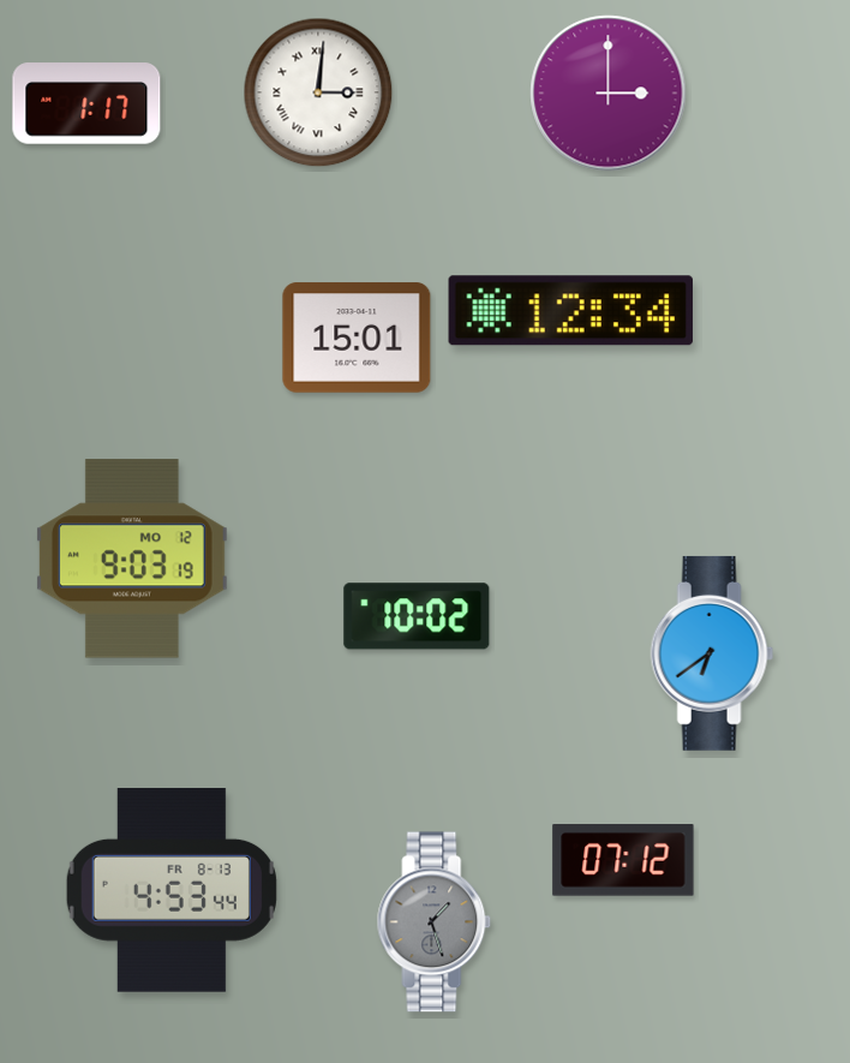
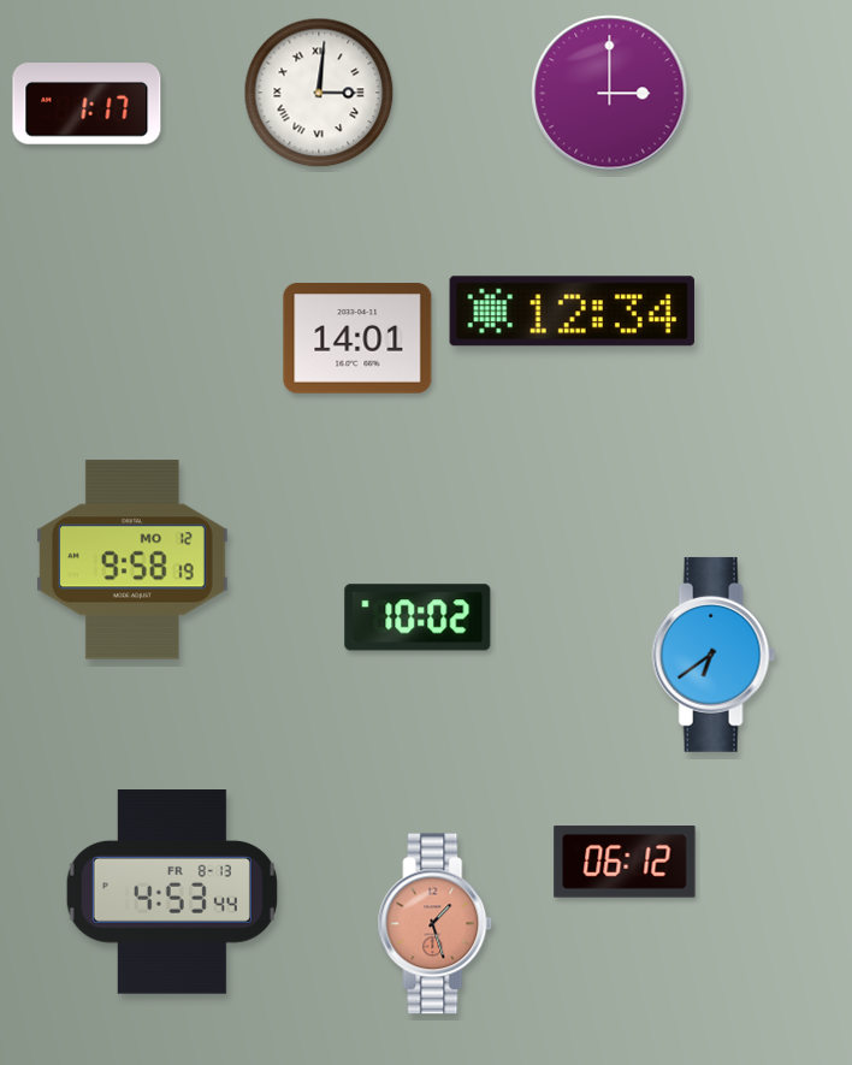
clock at (357, 338): 15:01 -> 14:01
clock at (132, 559): 9:03 -> 9:58
clock at (623, 860): 07:12 -> 06:12
clock at (435, 922) dial: grey -> salmon
